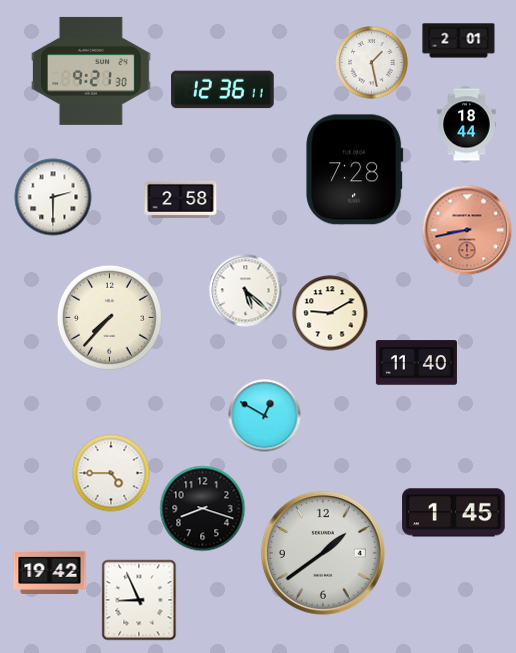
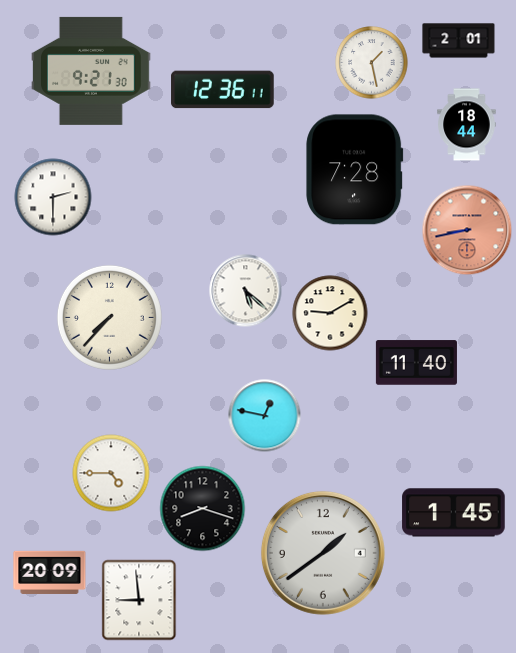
clock at (181, 199): 2:58 -> none
clock at (265, 416): 12:50 -> 12:47
clock at (50, 572): 19:42 -> 20:09
clock at (139, 600): 8:56 -> 8:59
